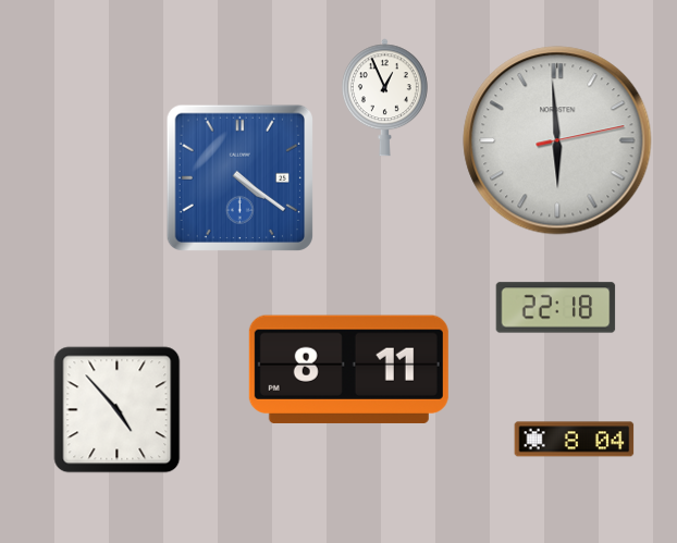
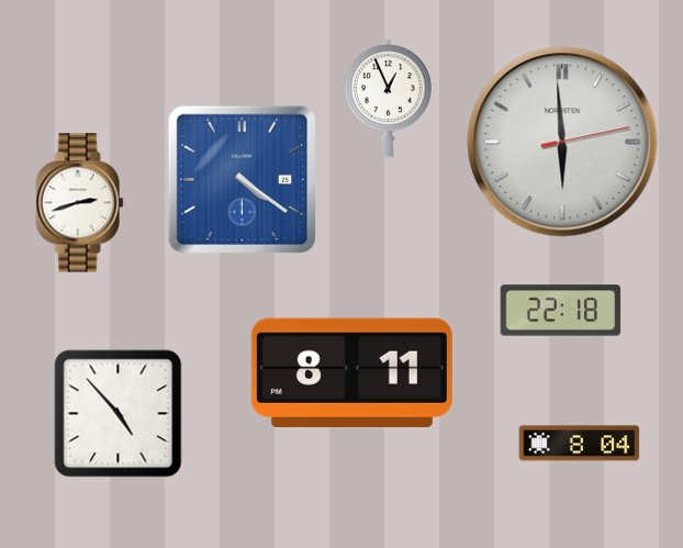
clock at (80, 203): none -> 2:42
